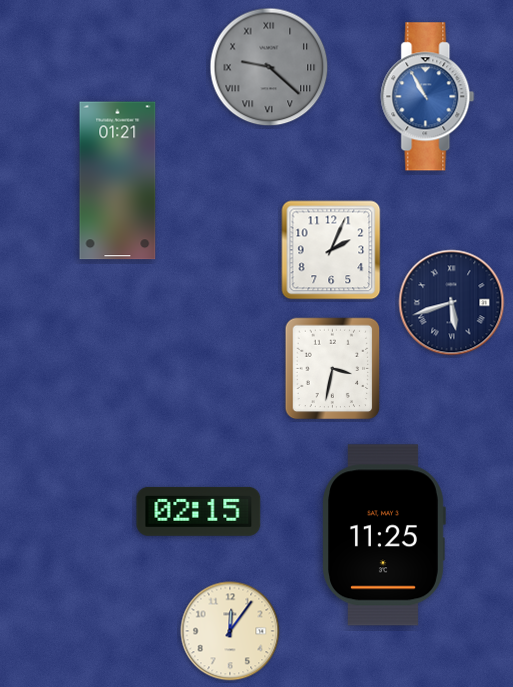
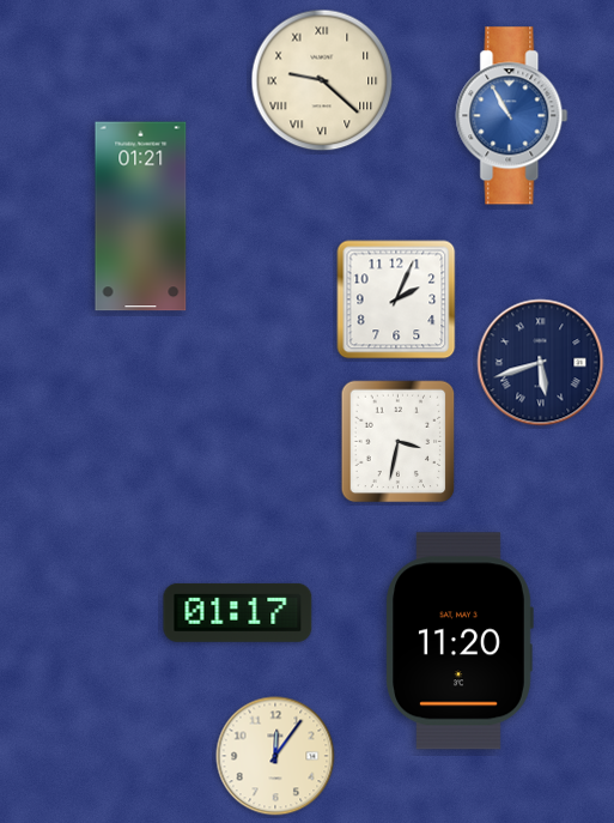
clock at (269, 67) dial: grey -> cream
clock at (199, 511): 02:15 -> 01:17
clock at (384, 535): 11:25 -> 11:20
